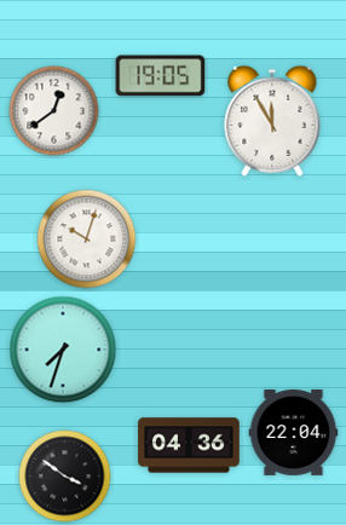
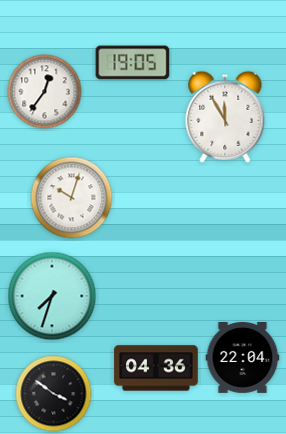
clock at (54, 111): 12:39 -> 12:36
clock at (272, 121) position: (272, 121) -> (225, 117)
clock at (63, 350) position: (63, 350) -> (52, 296)
